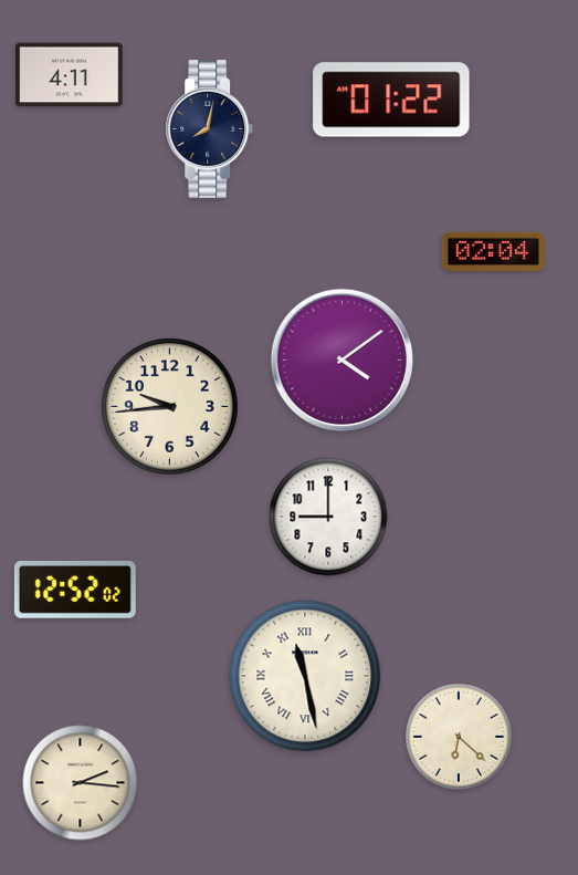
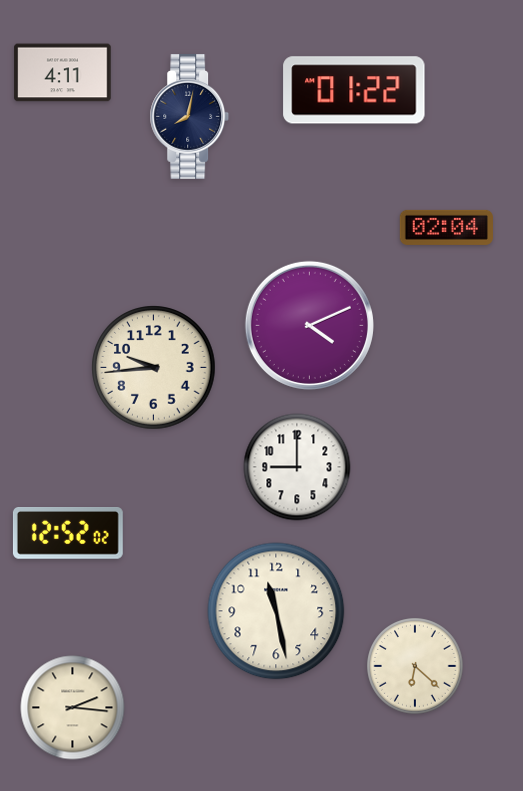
clock at (70, 75) position: (70, 75) -> (63, 73)
clock at (341, 360): 4:09 -> 4:11
clock at (305, 676) numerals: Roman -> Arabic
